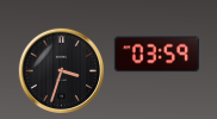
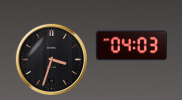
clock at (156, 55): 03:59 -> 04:03
